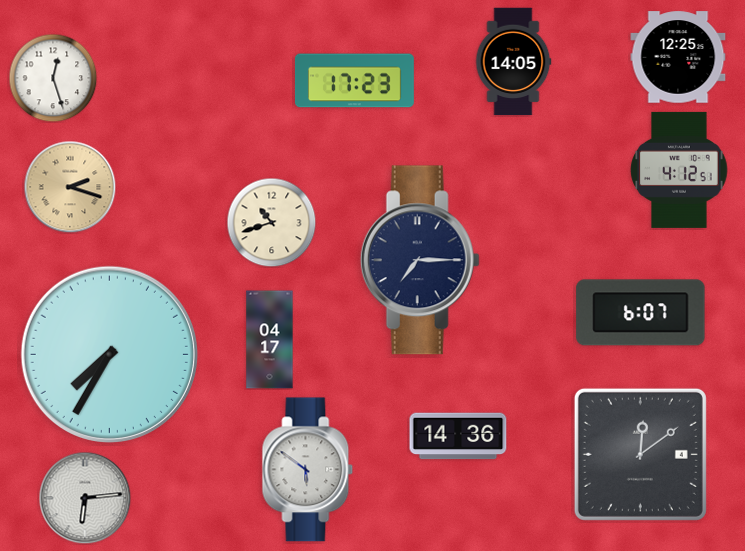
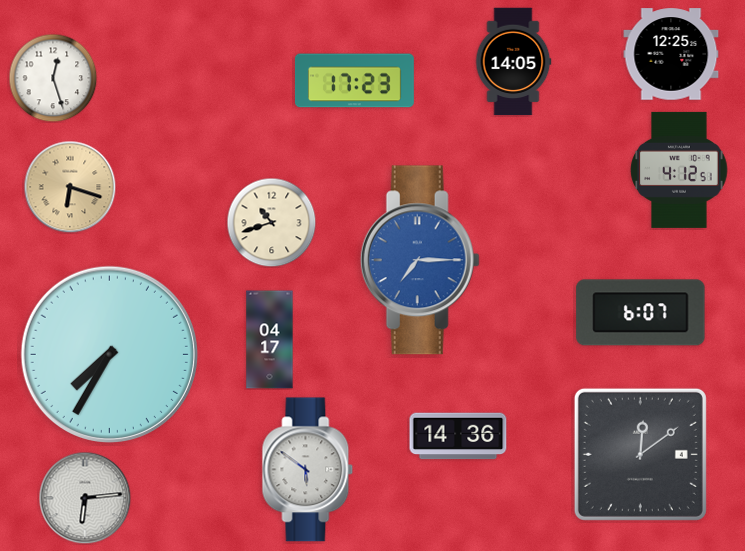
clock at (678, 57) position: (678, 57) -> (671, 54)
clock at (70, 187): 2:18 -> 6:18
clock at (420, 260) dial: navy -> blue
